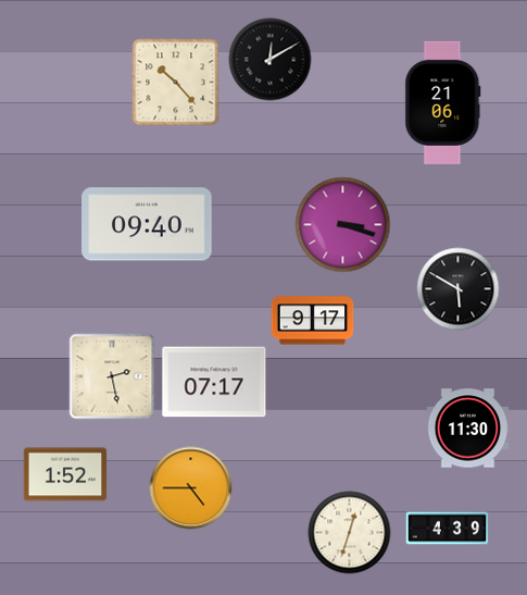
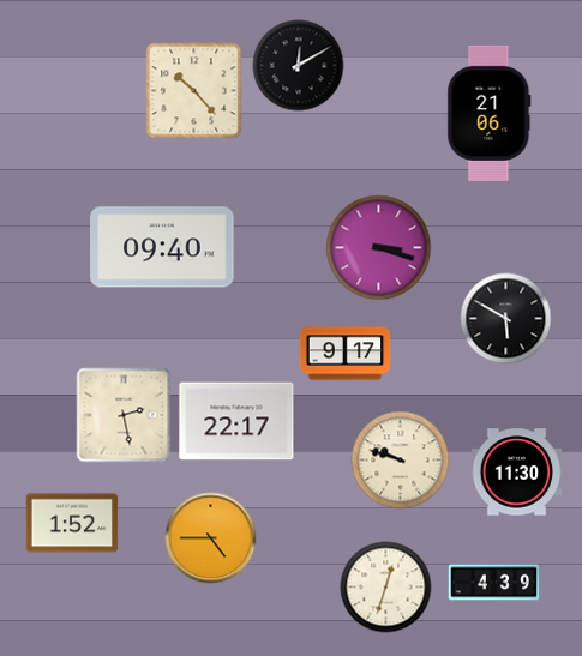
clock at (214, 382): 07:17 -> 22:17
clock at (401, 461): none -> 9:48
